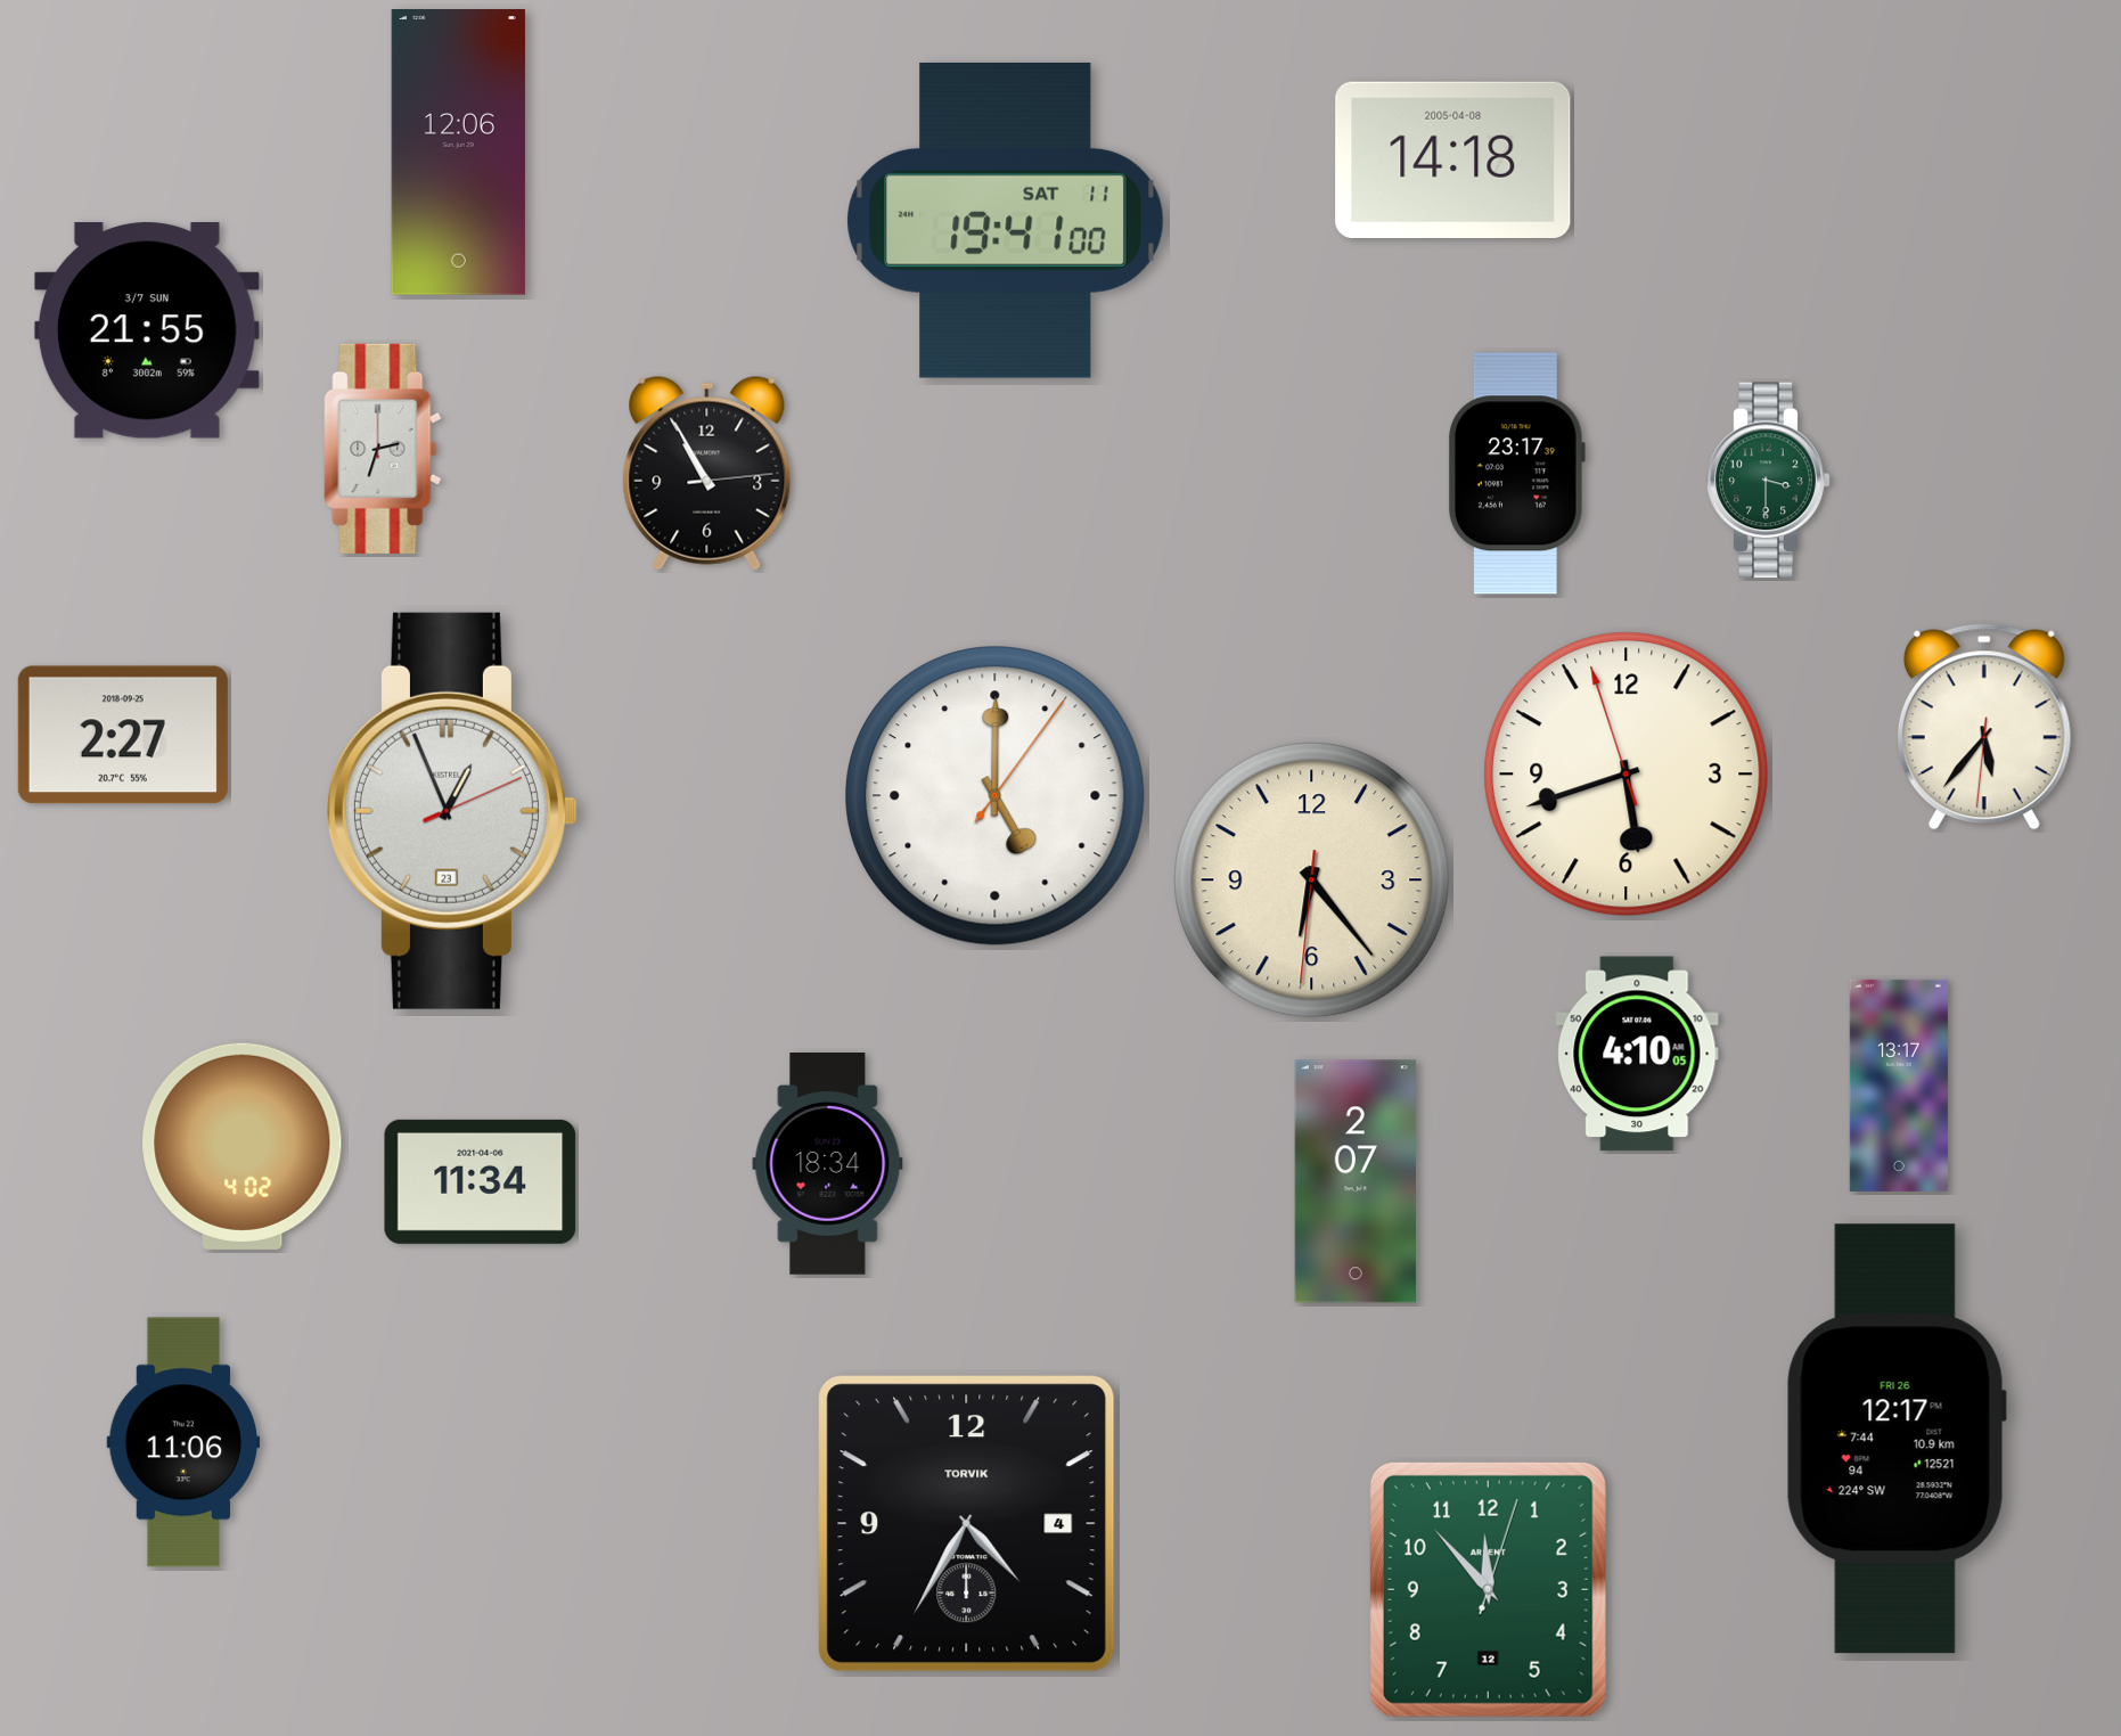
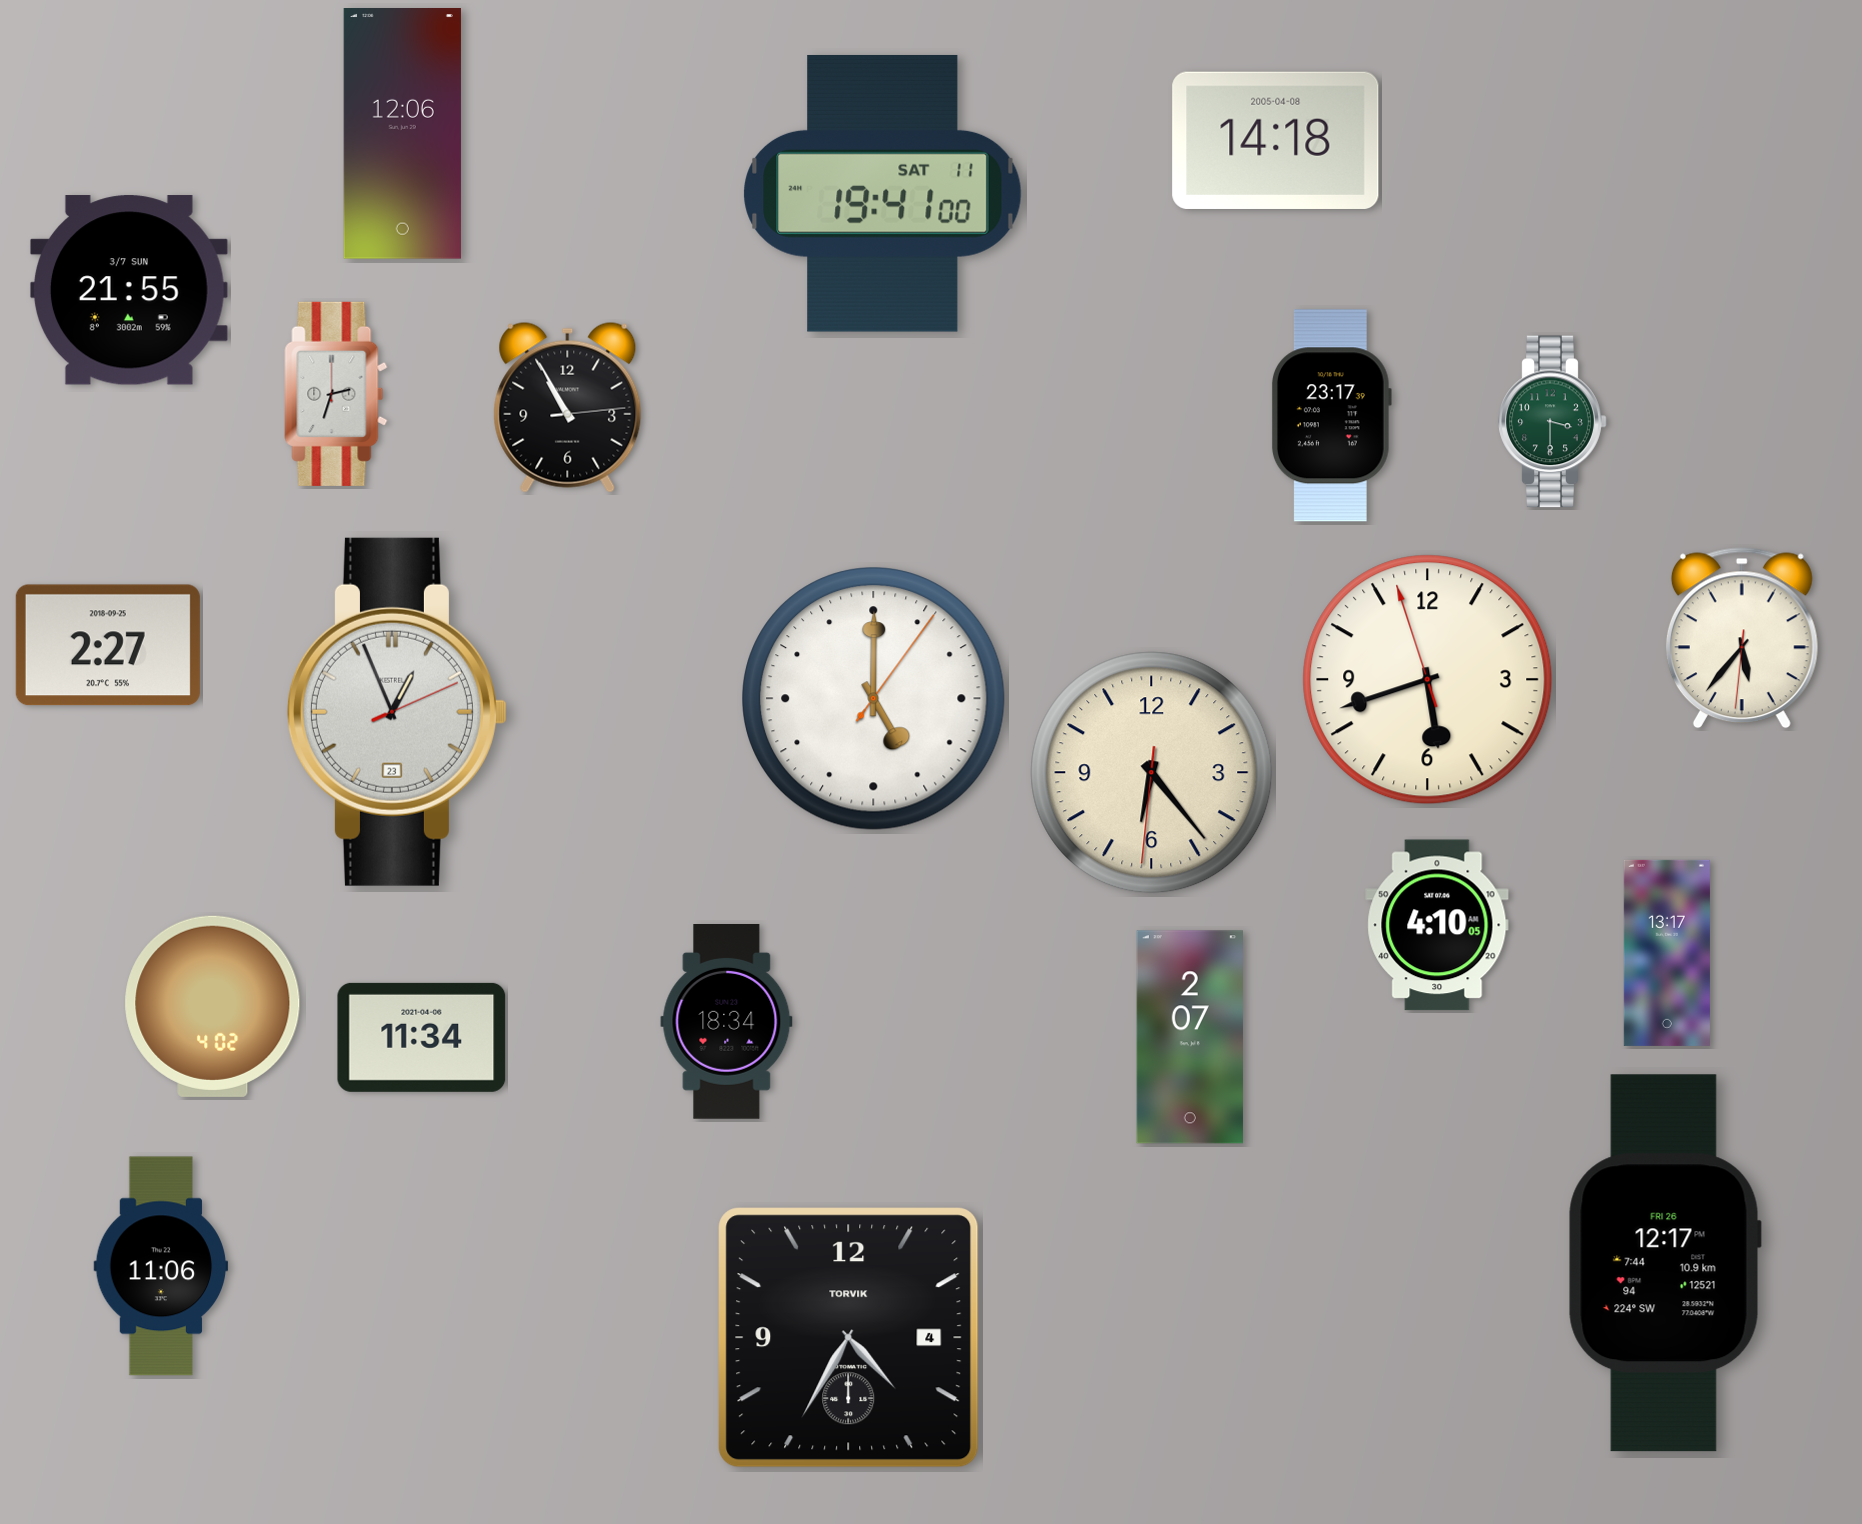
clock at (707, 473) position: (707, 473) -> (568, 407)
clock at (1488, 1589): 11:53 -> none
